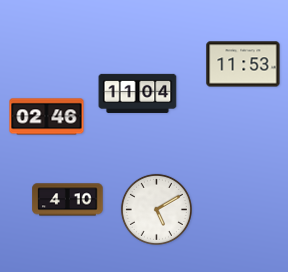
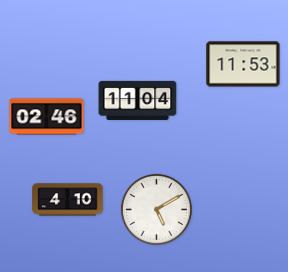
clock at (138, 93) position: (138, 93) -> (138, 100)
